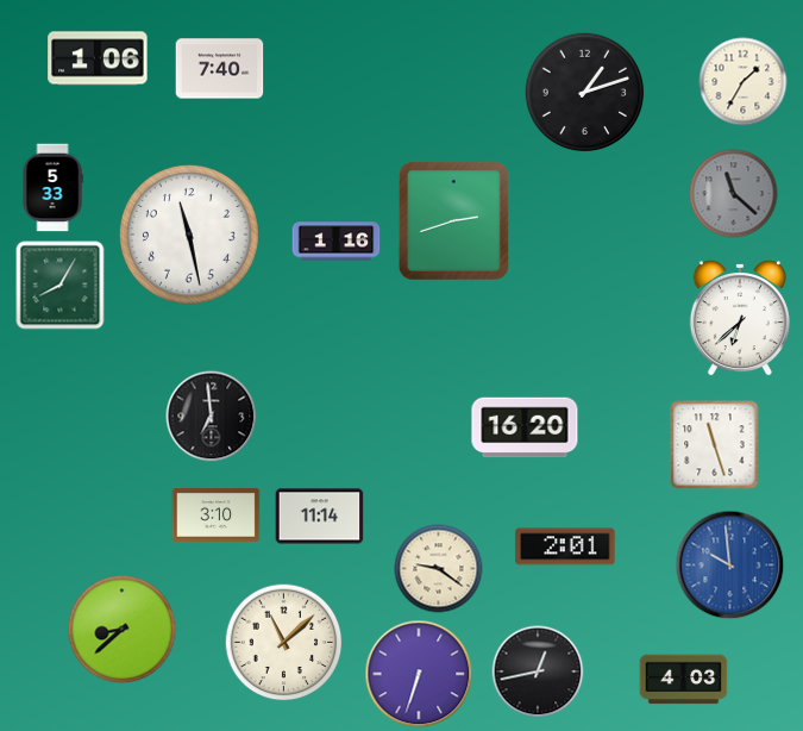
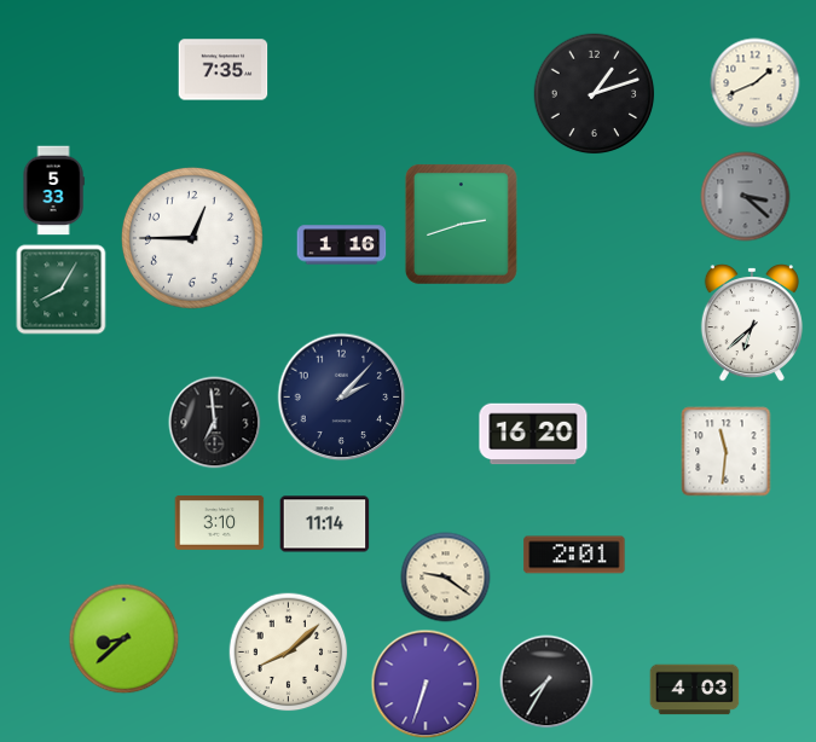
clock at (98, 58): 1:06 -> none
clock at (220, 69): 7:40 -> 7:35
clock at (744, 82): 1:35 -> 1:41
clock at (734, 194): 11:22 -> 3:22
clock at (189, 235): 11:28 -> 12:45
clock at (342, 398): none -> 2:07
clock at (715, 445): 11:27 -> 11:31
clock at (730, 566): 9:59 -> none
clock at (284, 643): 11:08 -> 8:08
clock at (538, 671): 12:43 -> 7:35
